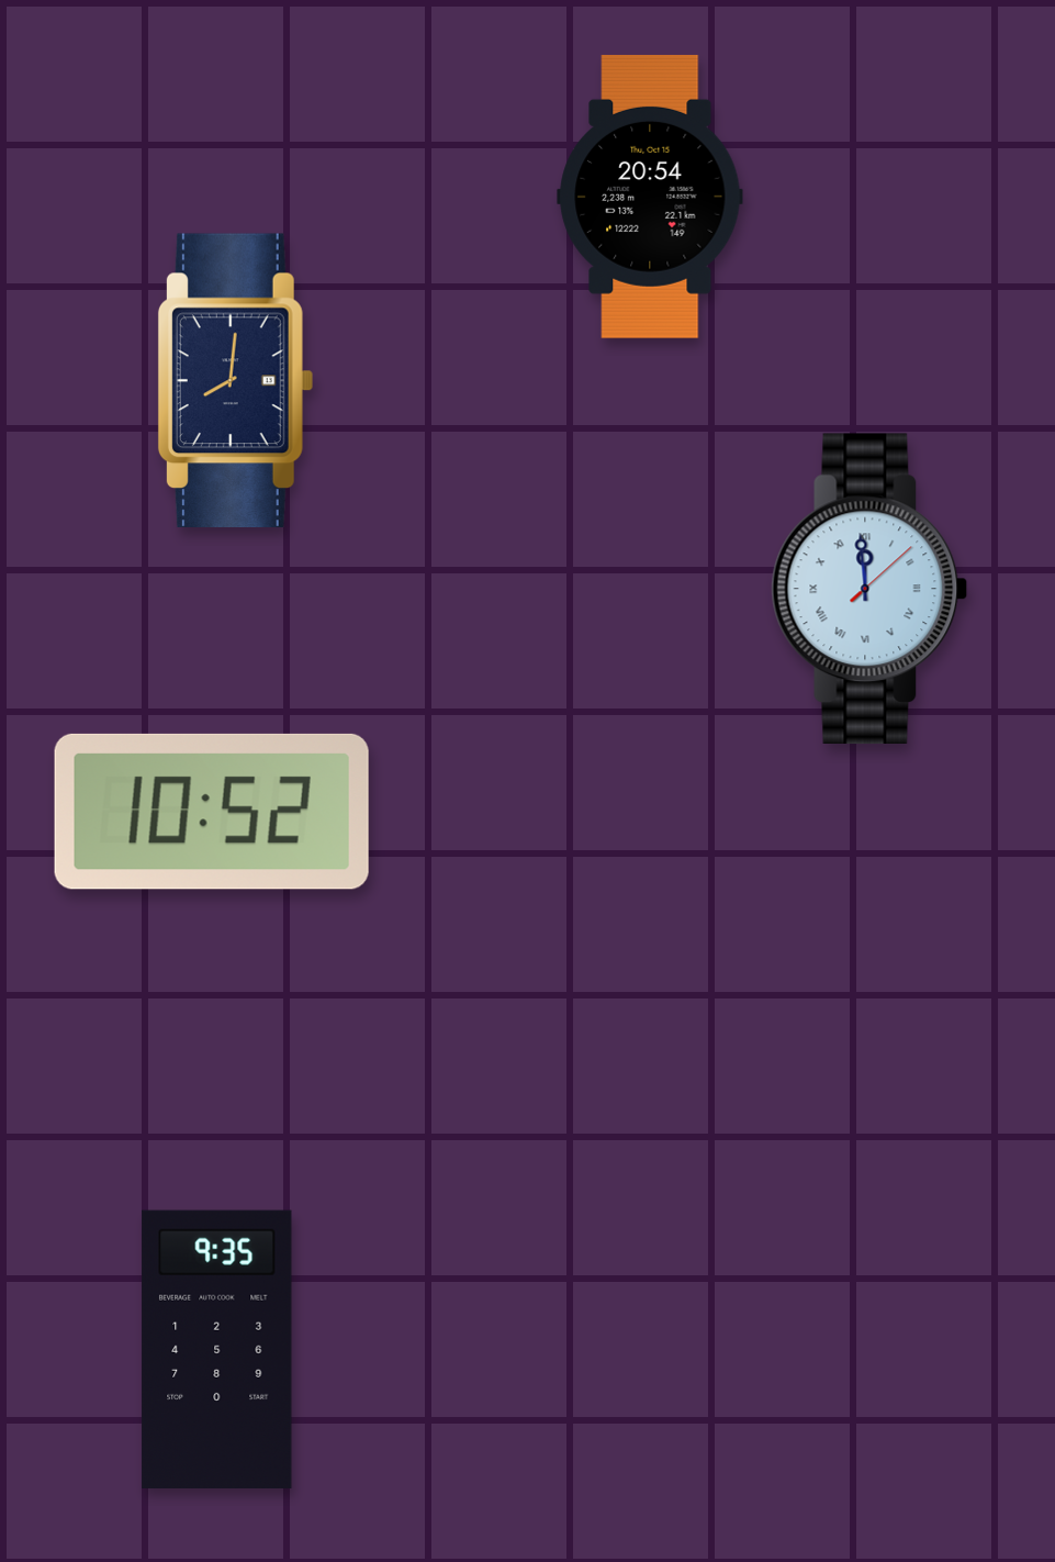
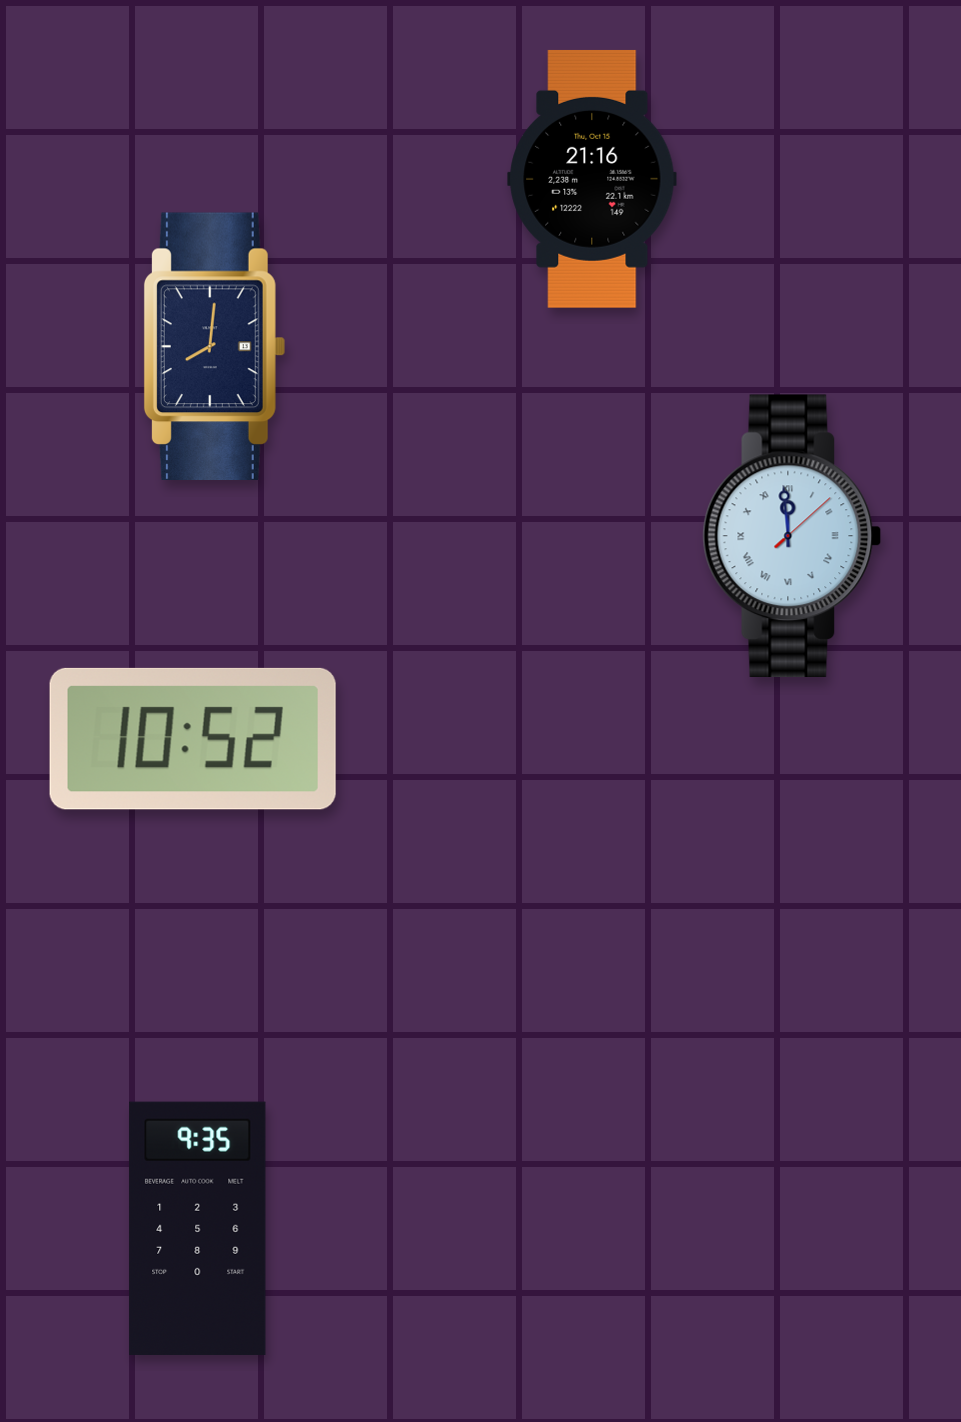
clock at (650, 197): 20:54 -> 21:16
